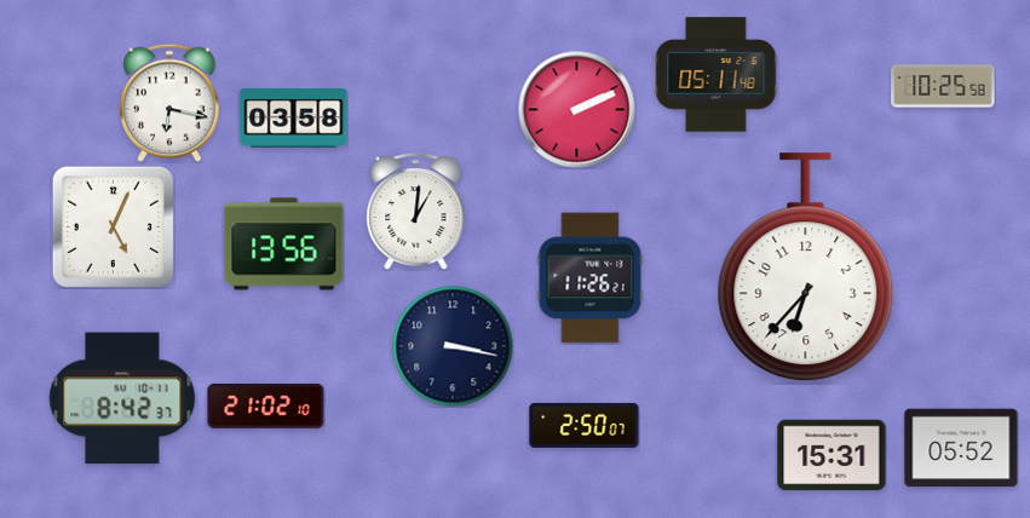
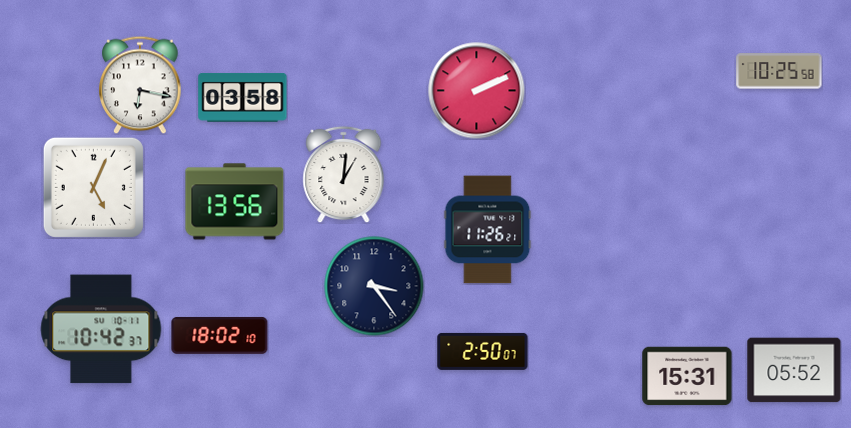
clock at (717, 75): 05:11 -> none
clock at (806, 267): 6:37 -> none
clock at (453, 346): 3:17 -> 3:24
clock at (122, 398): 8:42 -> 10:42
clock at (266, 407): 21:02 -> 18:02
